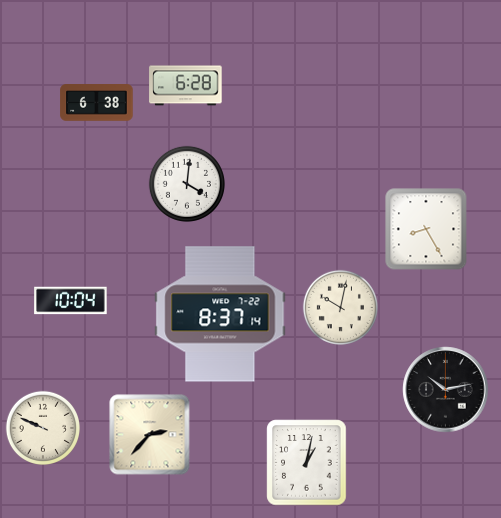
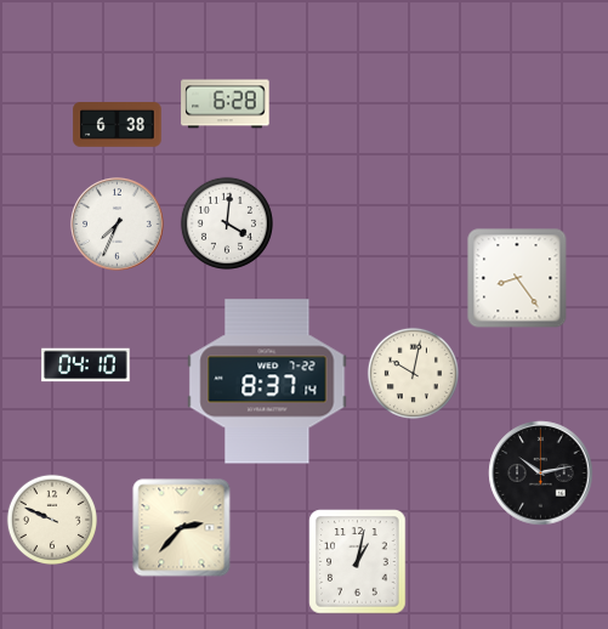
clock at (118, 225): none -> 7:34
clock at (426, 229): 8:25 -> 8:24
clock at (71, 301): 10:04 -> 04:10
clock at (307, 463) position: (307, 463) -> (358, 562)
